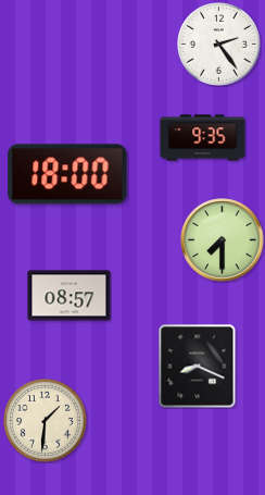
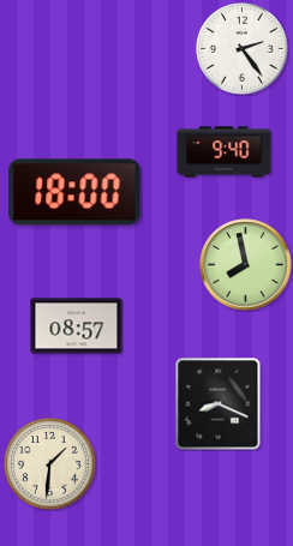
clock at (203, 138): 9:35 -> 9:40
clock at (223, 240): 7:30 -> 7:58
